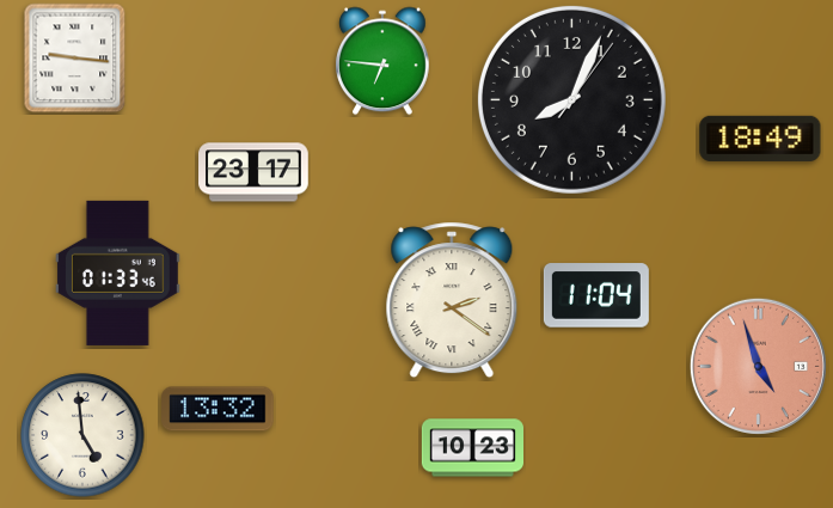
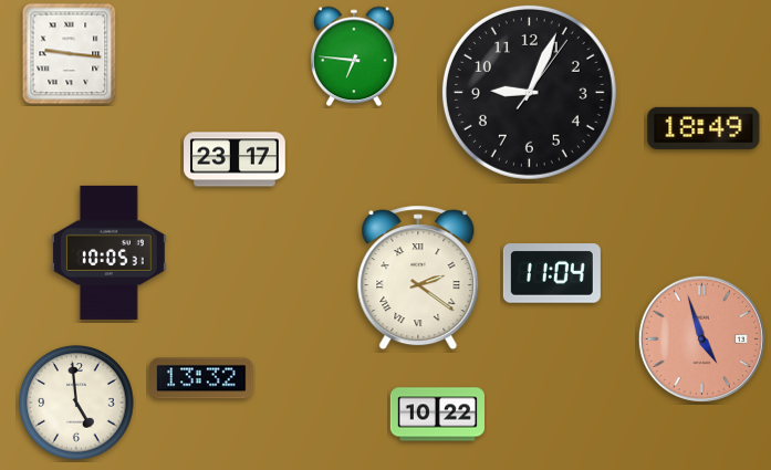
clock at (571, 99): 8:04 -> 9:04
clock at (117, 273): 01:33 -> 10:05
clock at (472, 448): 10:23 -> 10:22
